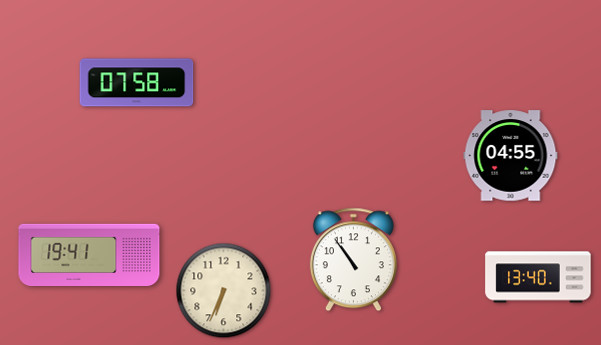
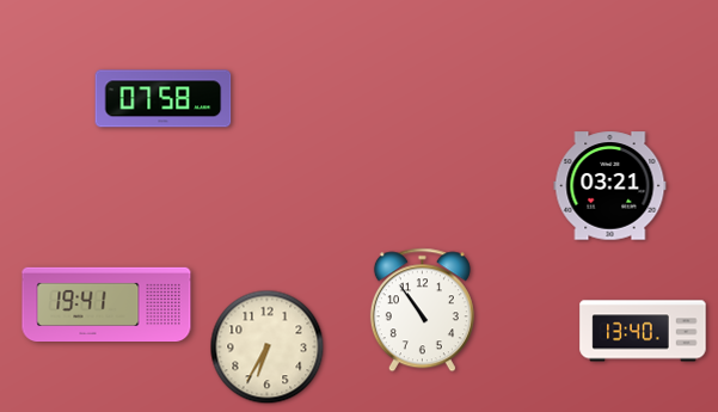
clock at (511, 156): 04:55 -> 03:21
clock at (224, 291): 6:34 -> 6:35
